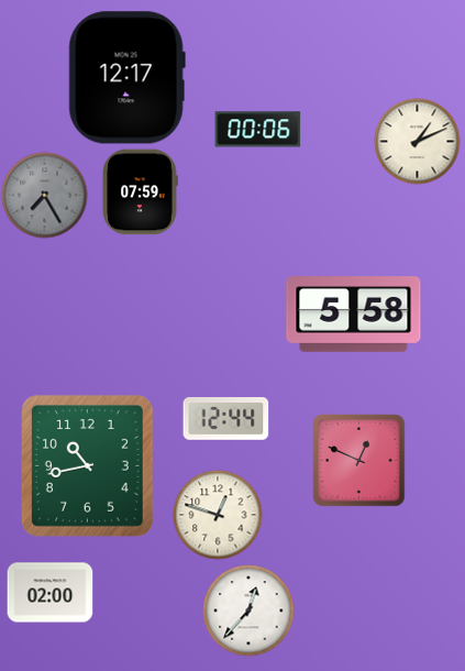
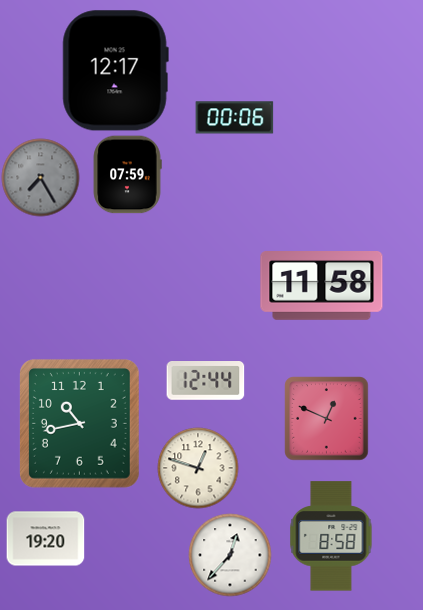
clock at (417, 141): 1:11 -> none
clock at (354, 315): 5:58 -> 11:58
clock at (331, 536): none -> 8:58
clock at (49, 593): 02:00 -> 19:20
clock at (248, 610) position: (248, 610) -> (230, 555)
